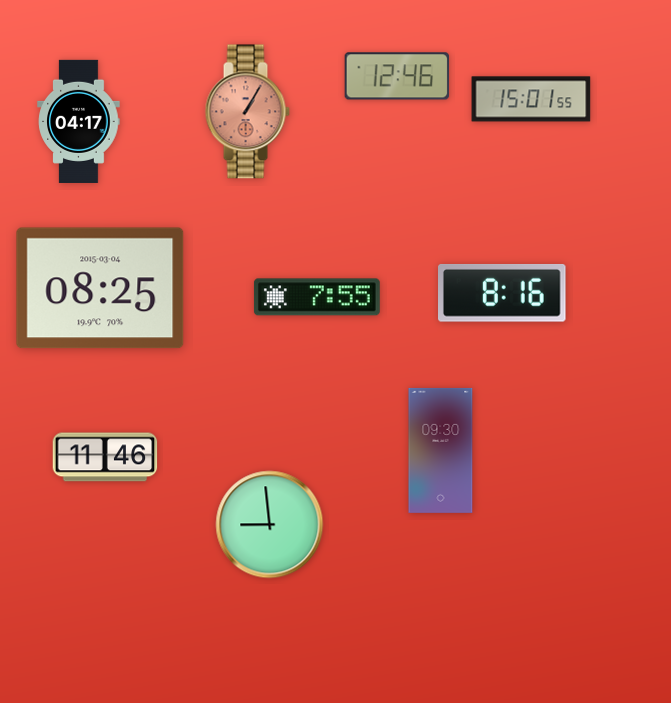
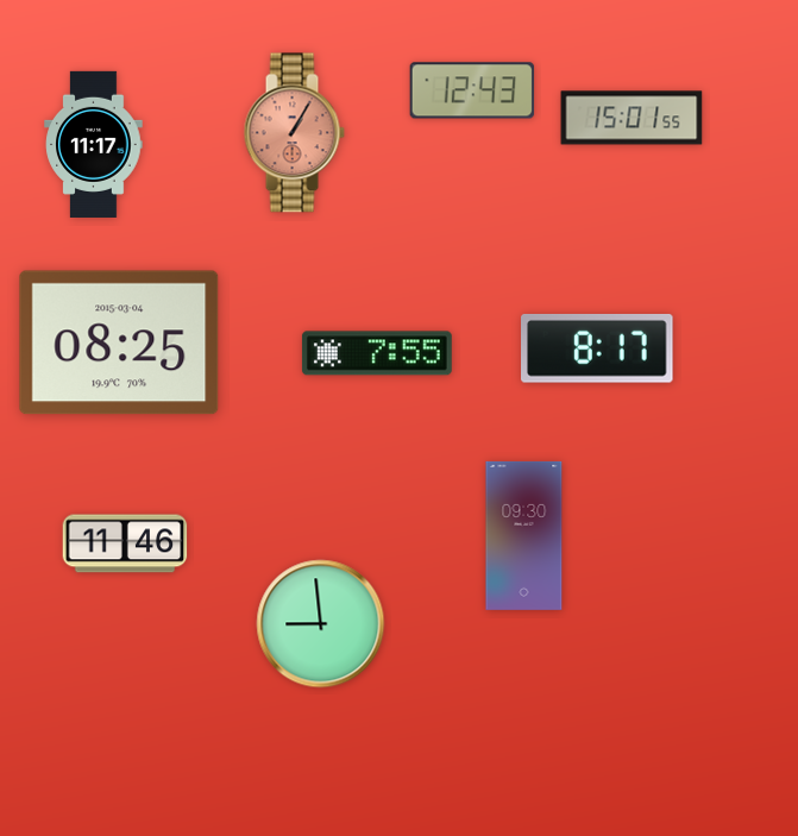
clock at (397, 76): 12:46 -> 12:43
clock at (79, 121): 04:17 -> 11:17
clock at (503, 293): 8:16 -> 8:17
